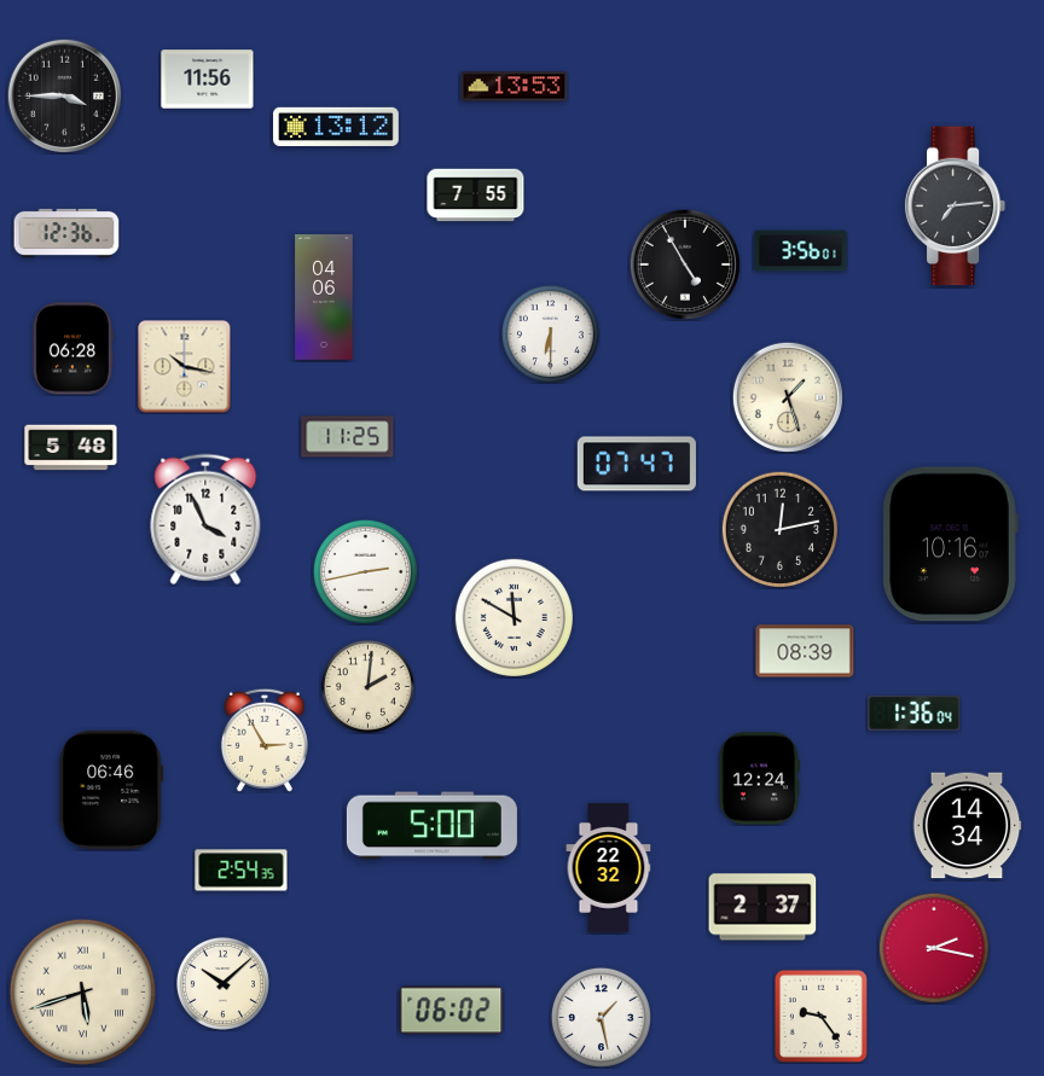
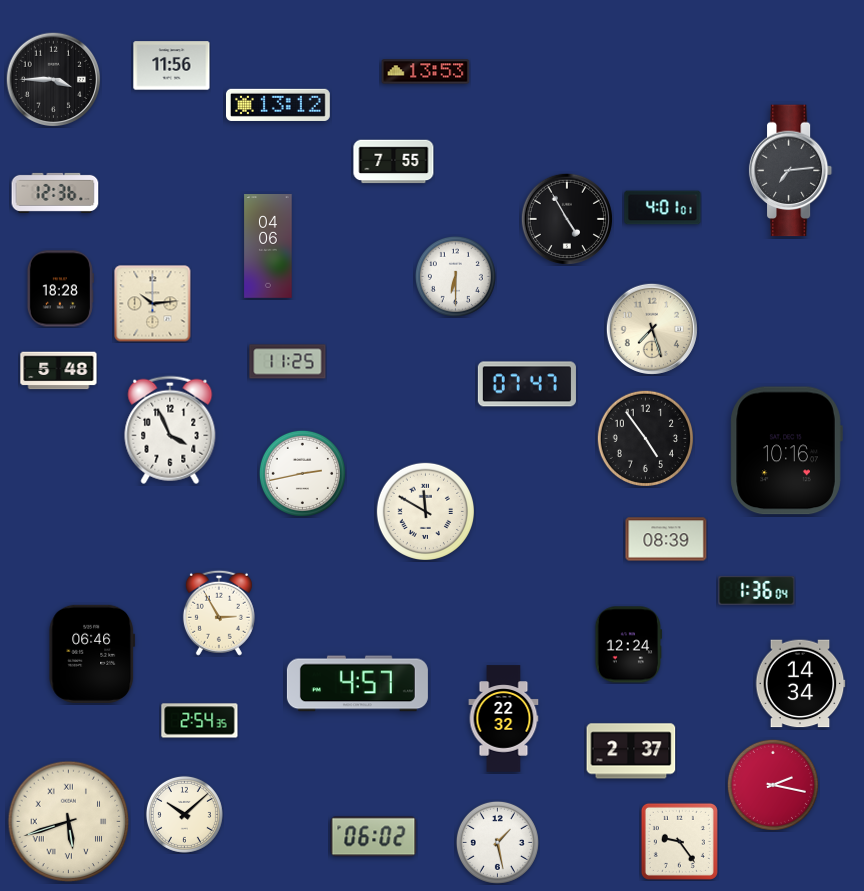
clock at (801, 251): 3:56 -> 4:01
clock at (72, 349): 06:28 -> 18:28
clock at (185, 367): 10:17 -> 10:14
clock at (788, 397): 1:27 -> 7:27
clock at (779, 529): 12:13 -> 4:54
clock at (367, 686): 2:01 -> none
clock at (431, 826): 5:00 -> 4:57
